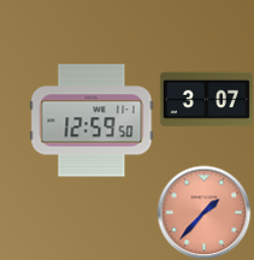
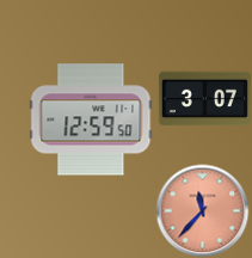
clock at (203, 212): 1:37 -> 11:37
